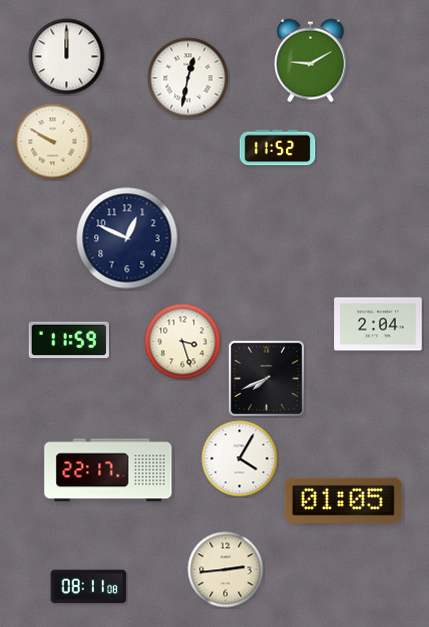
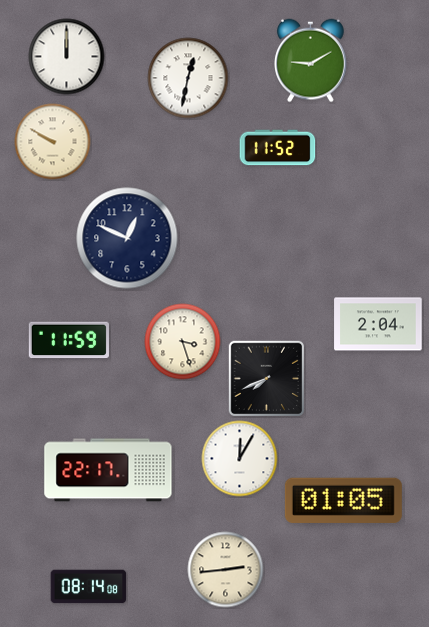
clock at (240, 459): 4:05 -> 12:05
clock at (89, 587): 08:11 -> 08:14
